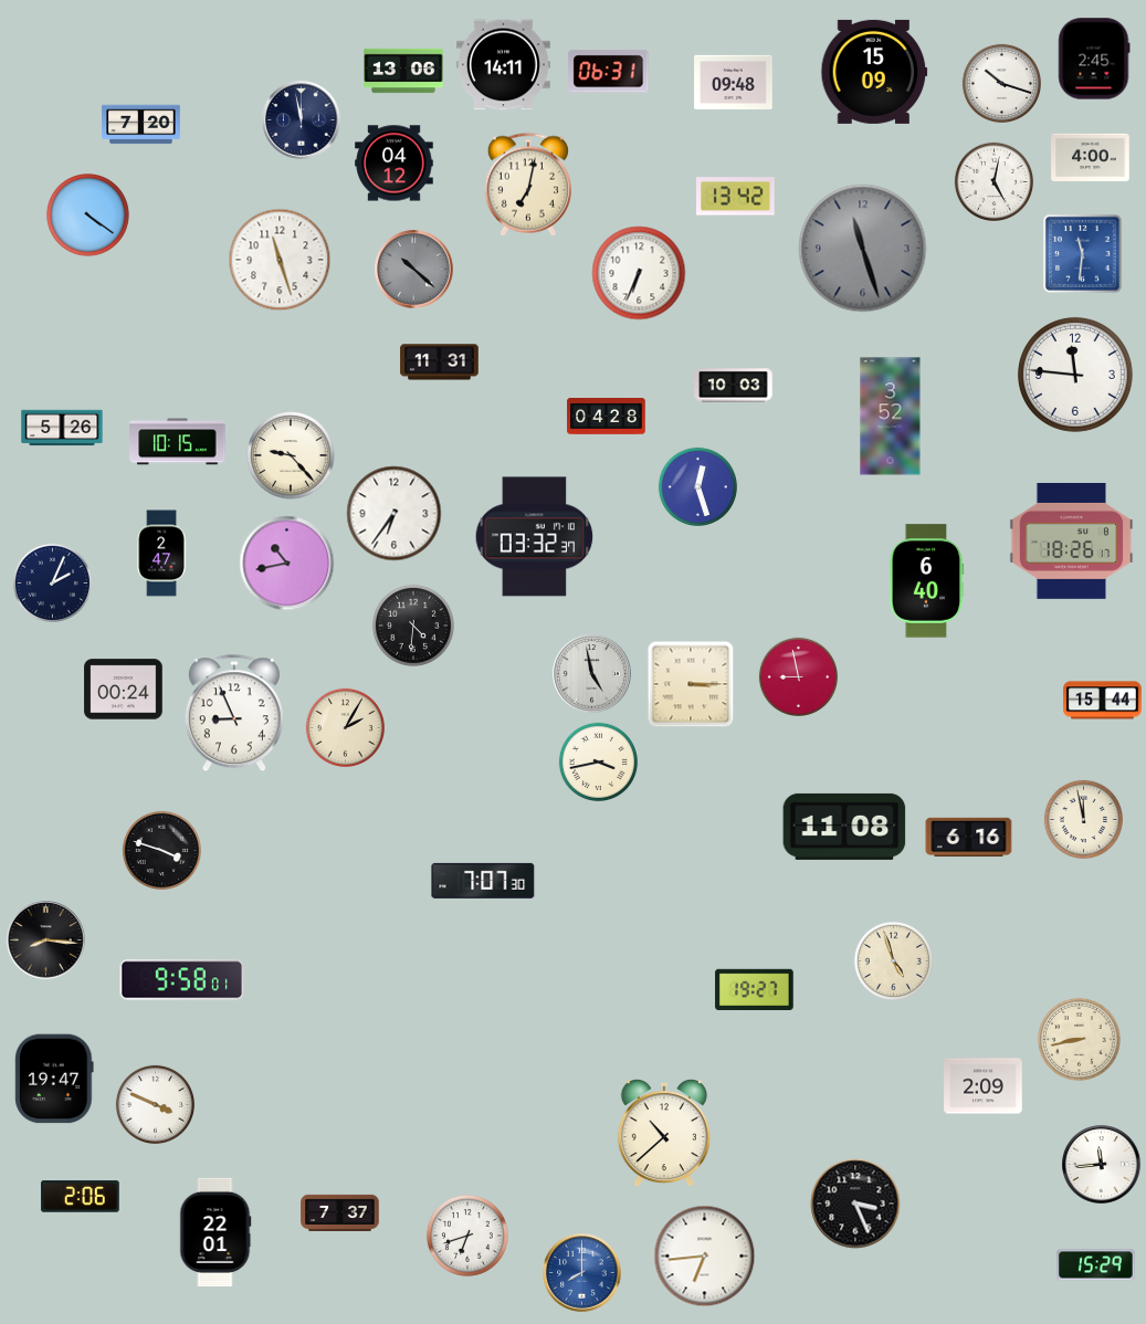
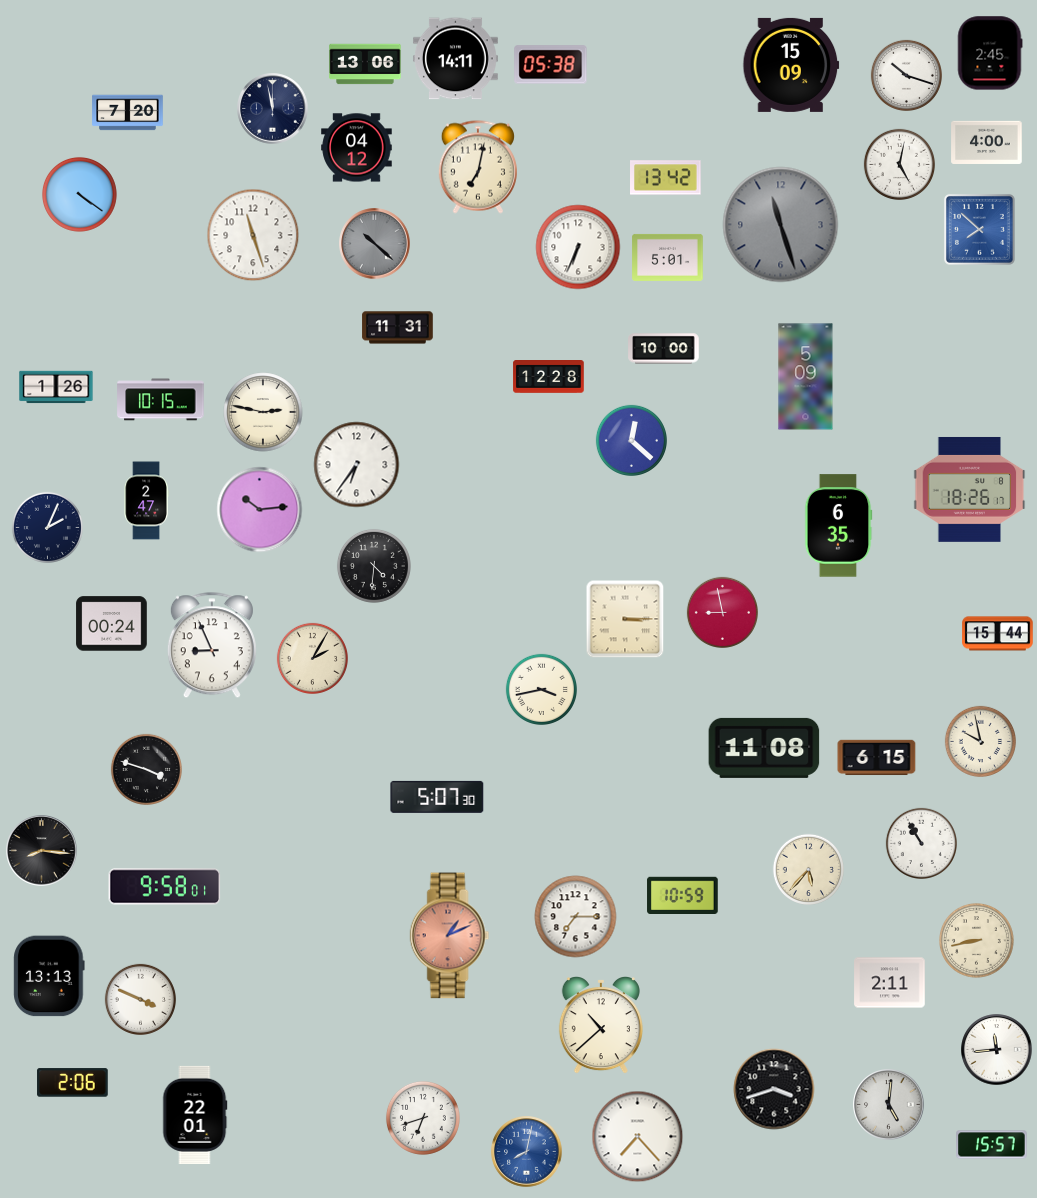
clock at (609, 72): 06:31 -> 05:38
clock at (734, 82): 09:48 -> none
clock at (1082, 253): 11:31 -> 7:52
clock at (668, 257): none -> 5:01
clock at (1075, 375): 11:46 -> none
clock at (734, 386): 10:03 -> 10:00
clock at (607, 417): 04:28 -> 12:28
clock at (891, 417): 3:52 -> 5:09
clock at (62, 428): 5:26 -> 1:26
clock at (291, 455): 9:23 -> 2:47
clock at (697, 486): 12:27 -> 12:22
clock at (535, 537): 03:32 -> none
clock at (287, 564): 10:43 -> 10:14
clock at (926, 581): 6:40 -> 6:35
clock at (592, 674): 4:58 -> none
clock at (1083, 819): 11:58 -> 9:58
clock at (969, 838): 6:16 -> 6:15
clock at (483, 881): 7:07 -> 5:07
clock at (921, 843): none -> 10:55
clock at (893, 960): 4:57 -> 5:37
clock at (755, 989): 19:27 -> 10:59
clock at (576, 917): none -> 7:15
clock at (450, 936): none -> 1:11
clock at (54, 1079): 19:47 -> 13:13
clock at (984, 1086): 2:09 -> 2:11
clock at (1102, 1165) position: (1102, 1165) -> (997, 1050)
clock at (855, 1204): 3:26 -> 3:42
clock at (340, 1212): 7:37 -> none
clock at (889, 1105): none -> 5:01
clock at (705, 1257): 6:44 -> 7:23
clock at (1096, 1265): 15:29 -> 15:57
clock at (582, 1273): 8:00 -> 8:02
